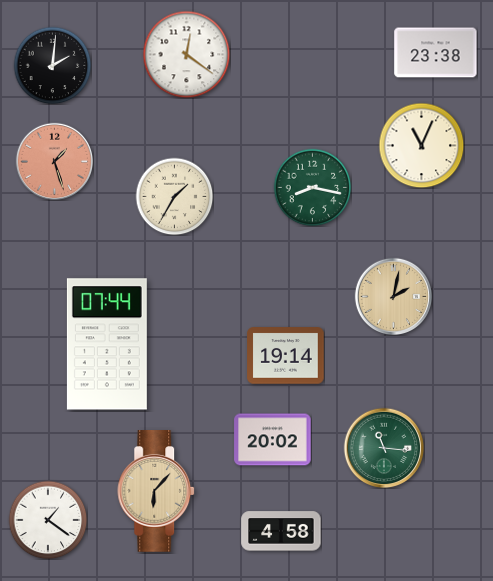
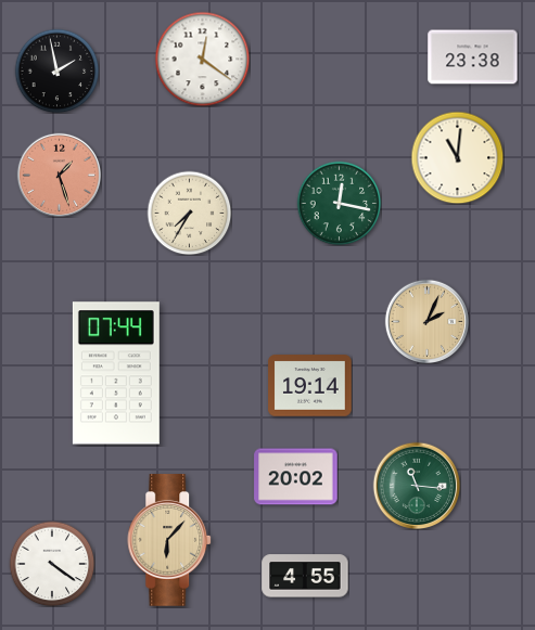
clock at (52, 65): 2:01 -> 1:58
clock at (421, 145): 11:04 -> 11:01
clock at (312, 187): 8:17 -> 12:17
clock at (174, 196): 1:35 -> 7:35
clock at (393, 296): 2:02 -> 2:04
clock at (157, 491) position: (157, 491) -> (170, 540)
clock at (48, 520): 1:21 -> 4:21
clock at (281, 531): 4:58 -> 4:55
